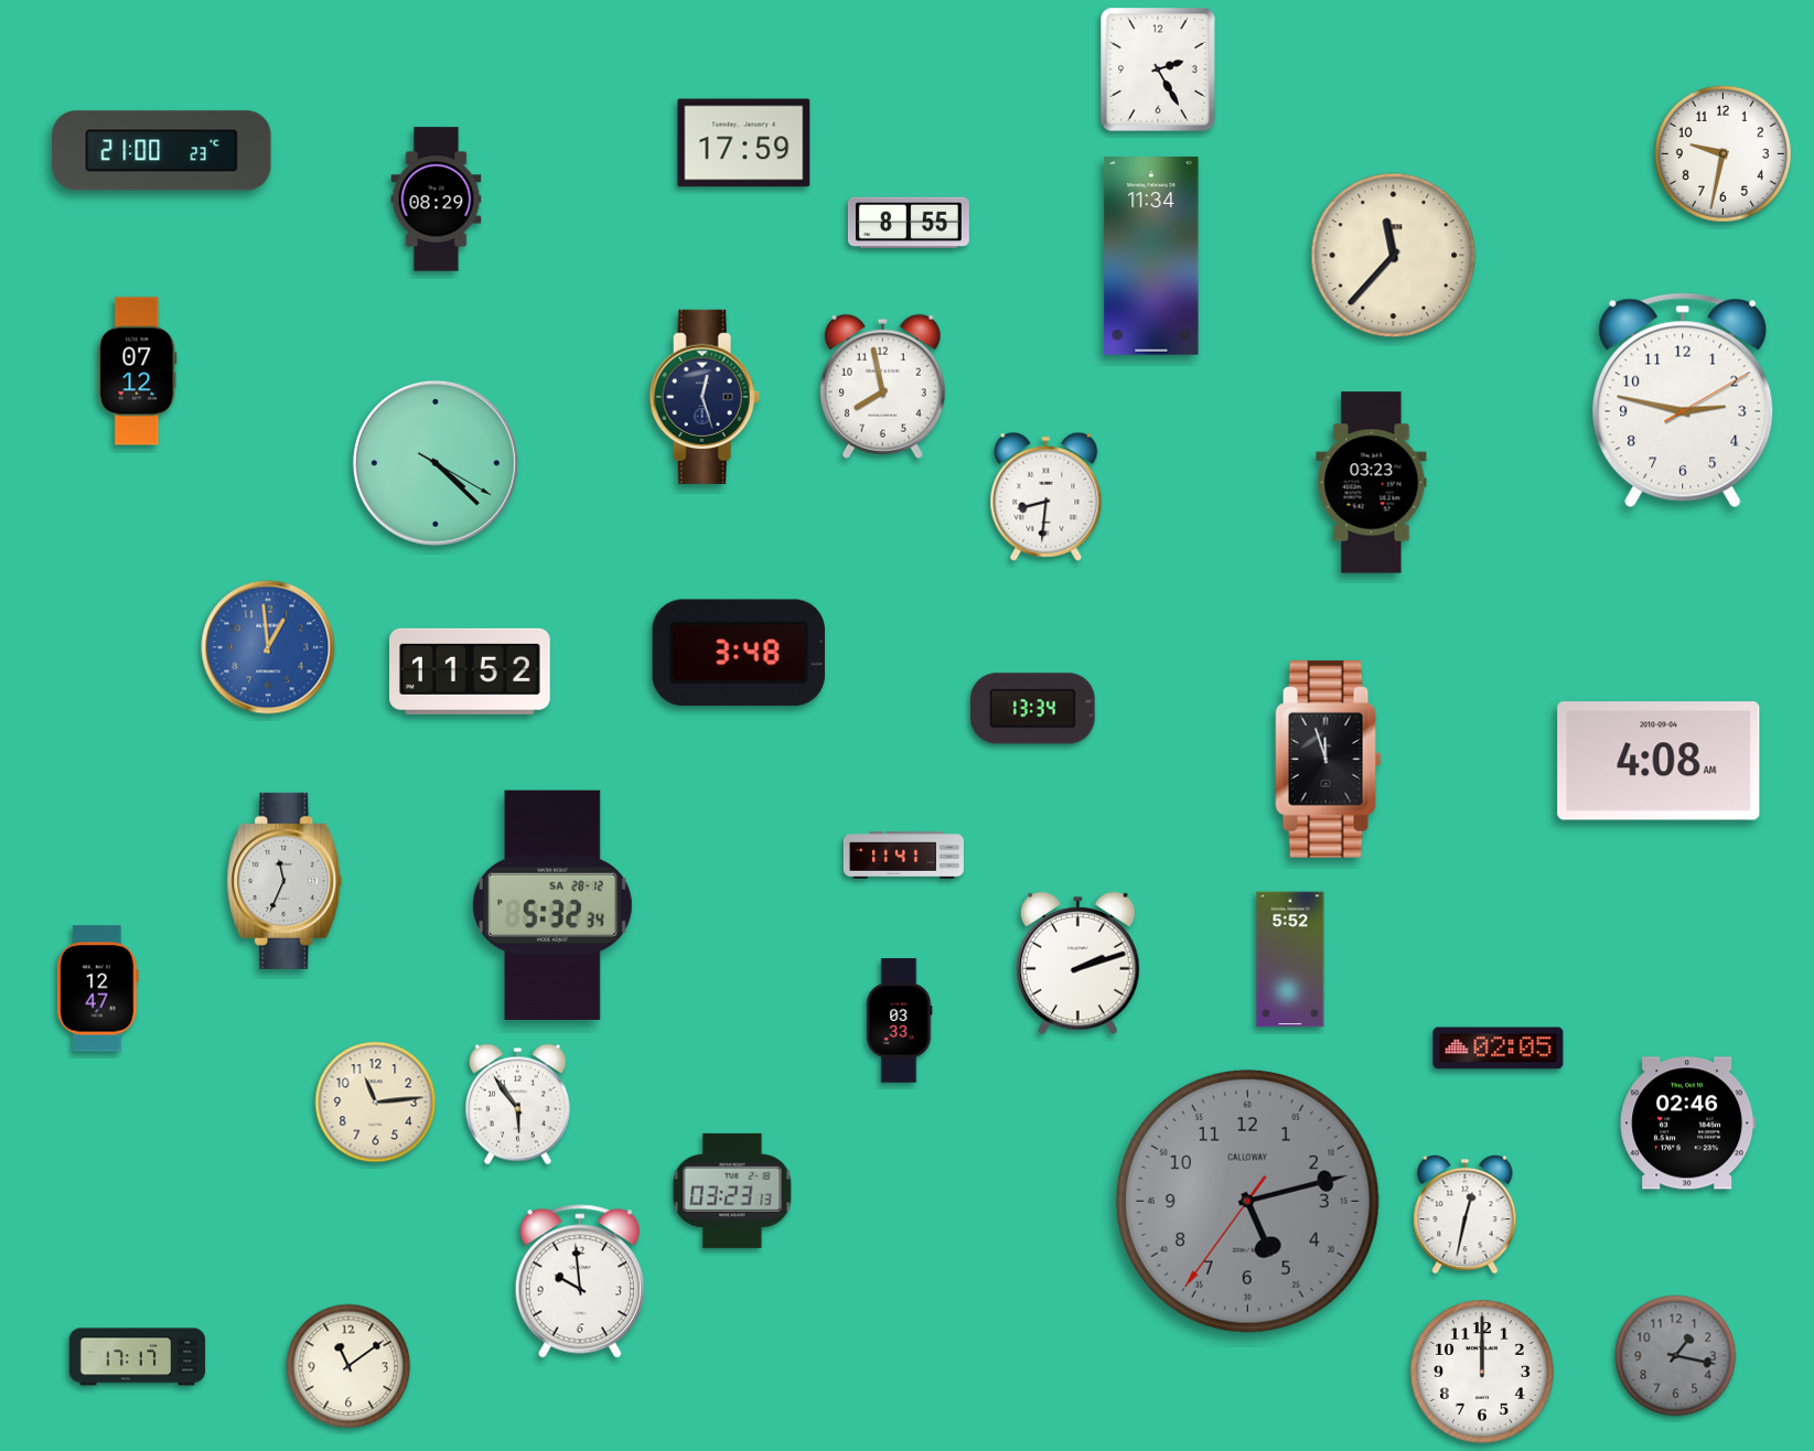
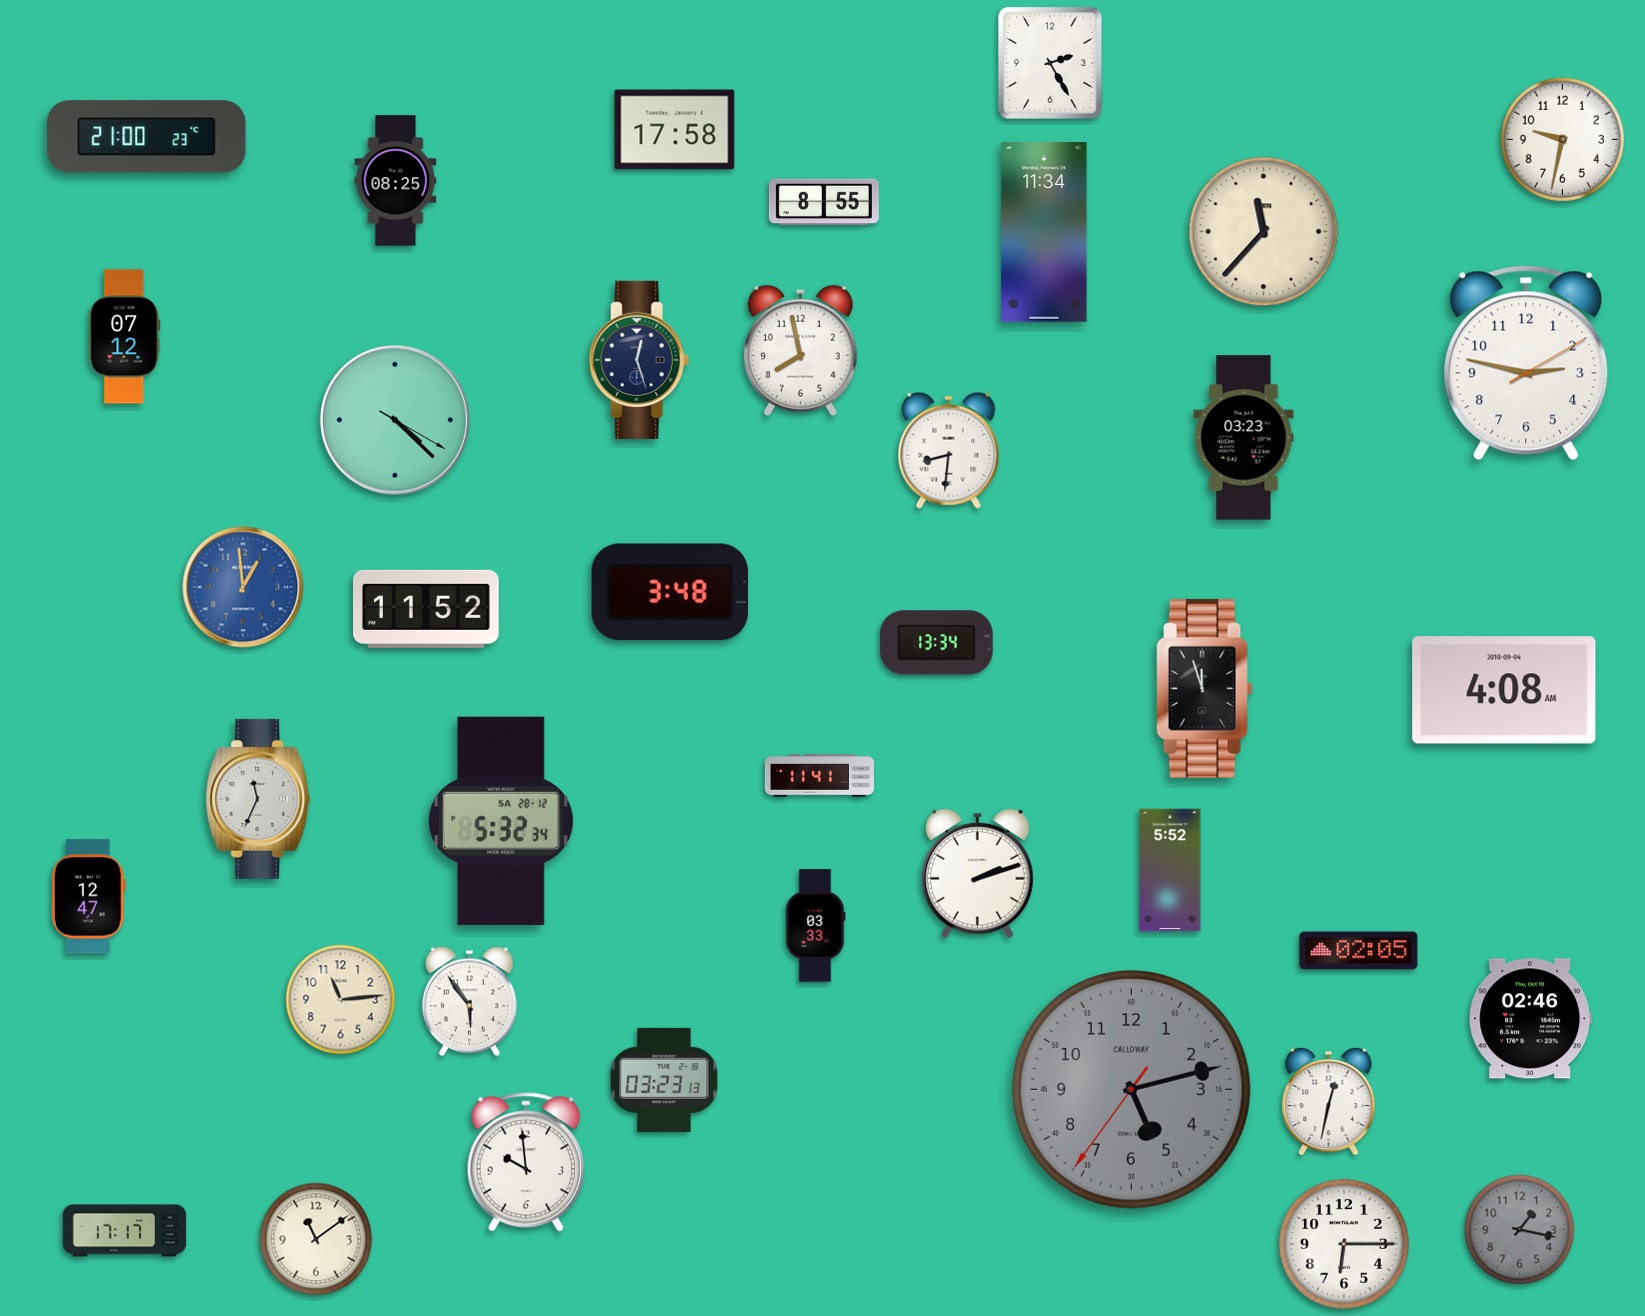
clock at (744, 143): 17:59 -> 17:58
clock at (437, 200): 08:29 -> 08:25
clock at (1482, 1372): 12:00 -> 6:15
